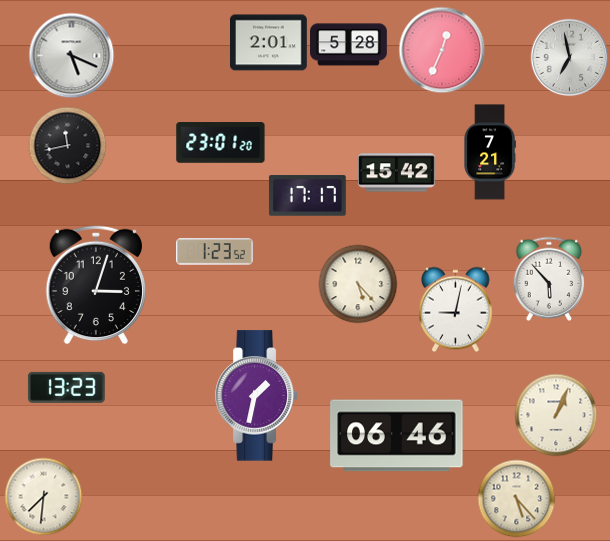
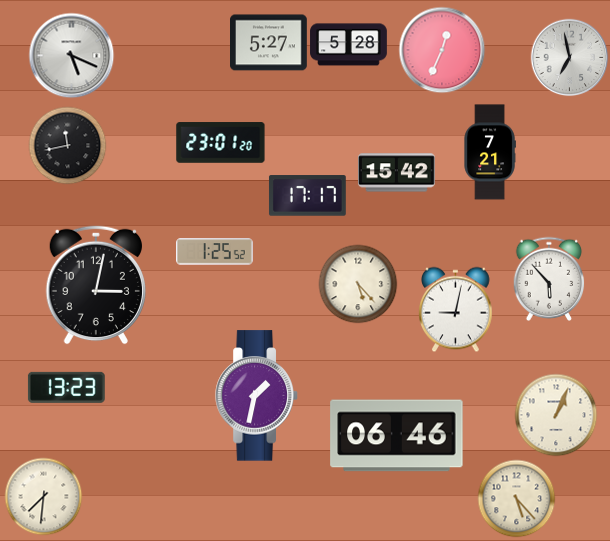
clock at (269, 43): 2:01 -> 5:27
clock at (215, 252): 1:23 -> 1:25
clock at (95, 285): 3:03 -> 3:02
